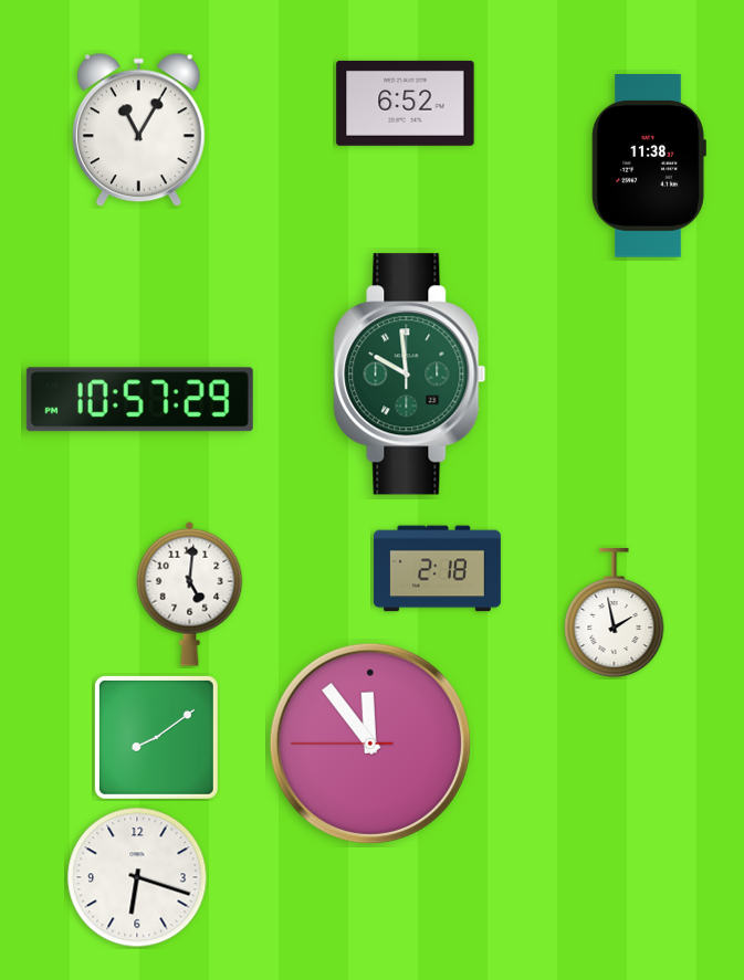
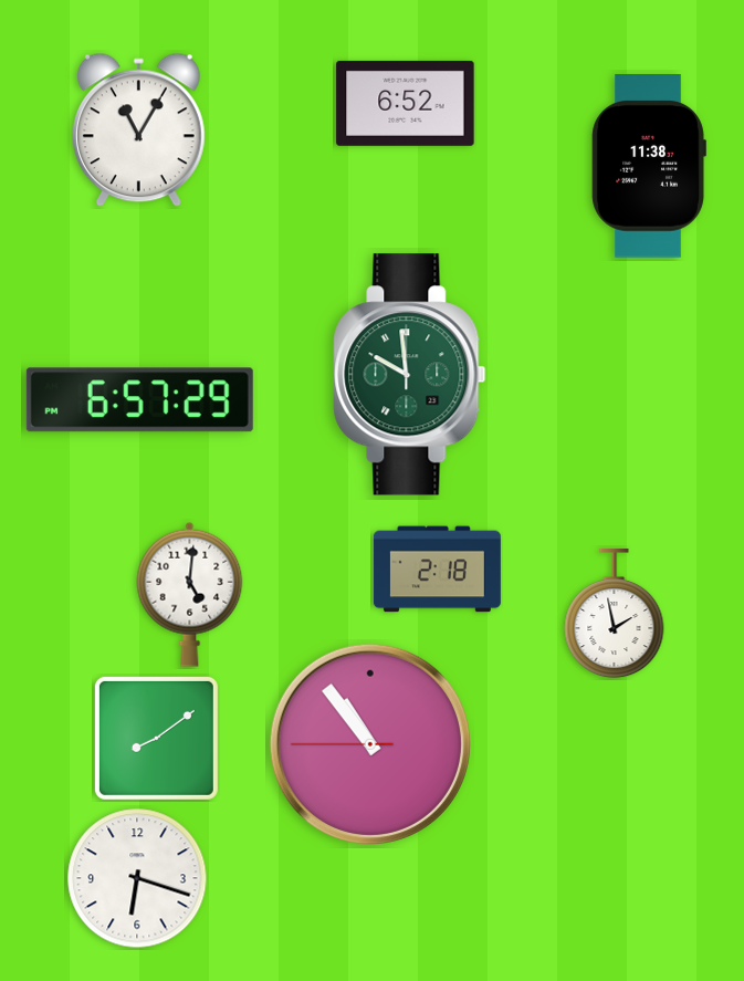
clock at (139, 400): 10:57 -> 6:57
clock at (370, 744): 11:53 -> 10:53
